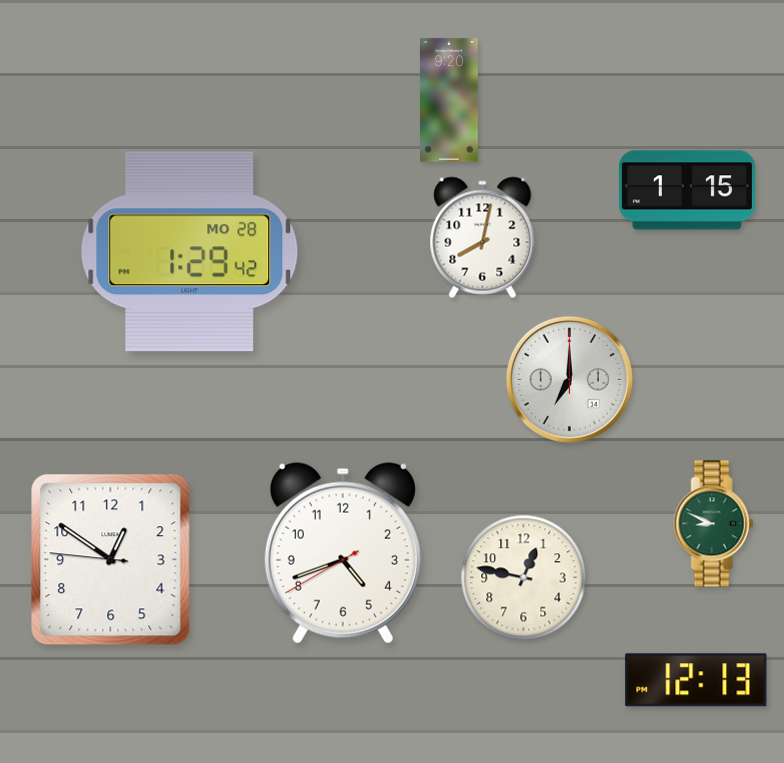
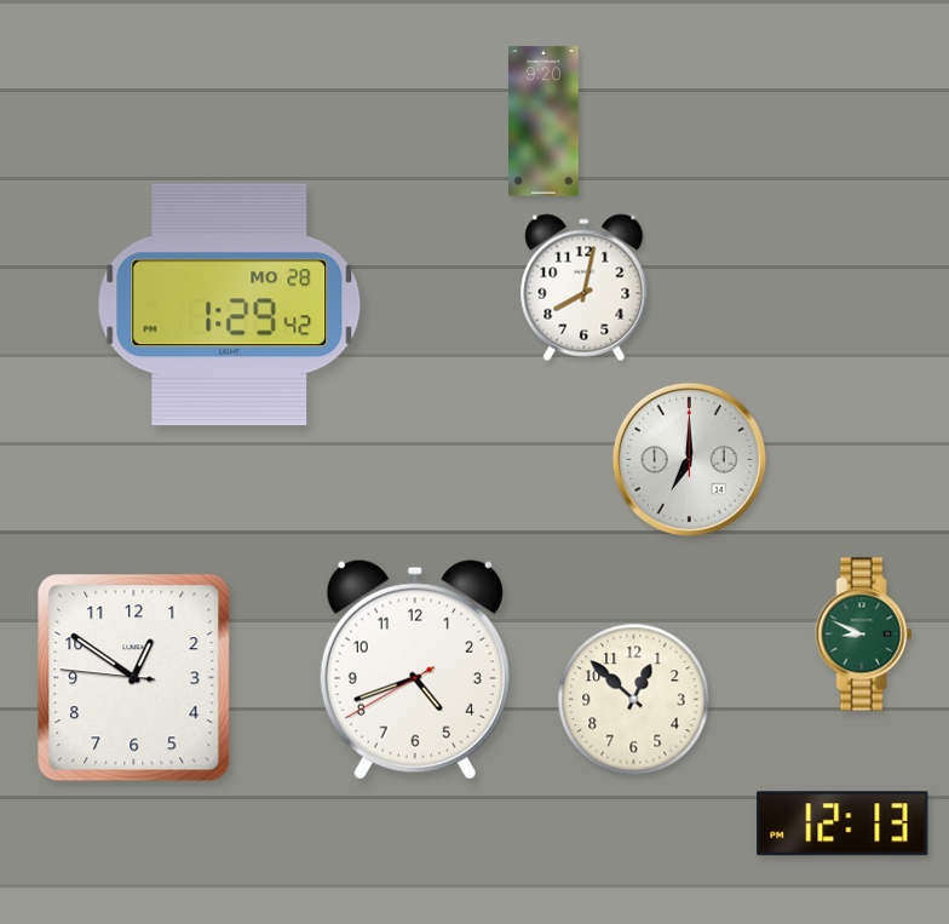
clock at (687, 190): 1:15 -> none
clock at (524, 578): 12:47 -> 12:52
